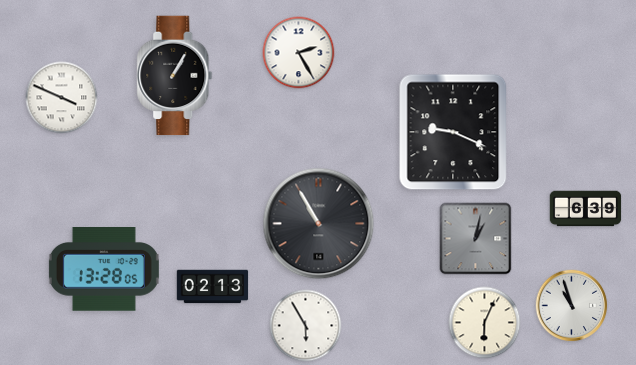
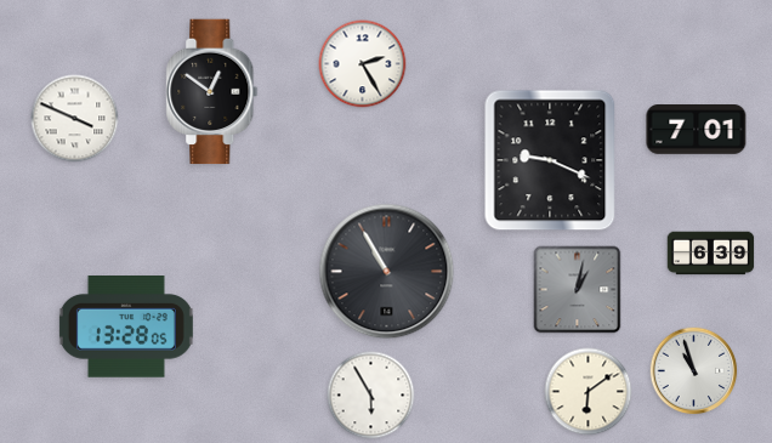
clock at (175, 76): 1:05 -> 12:51
clock at (697, 130): none -> 7:01
clock at (213, 287): 02:13 -> none
clock at (485, 323): 6:04 -> 6:09
